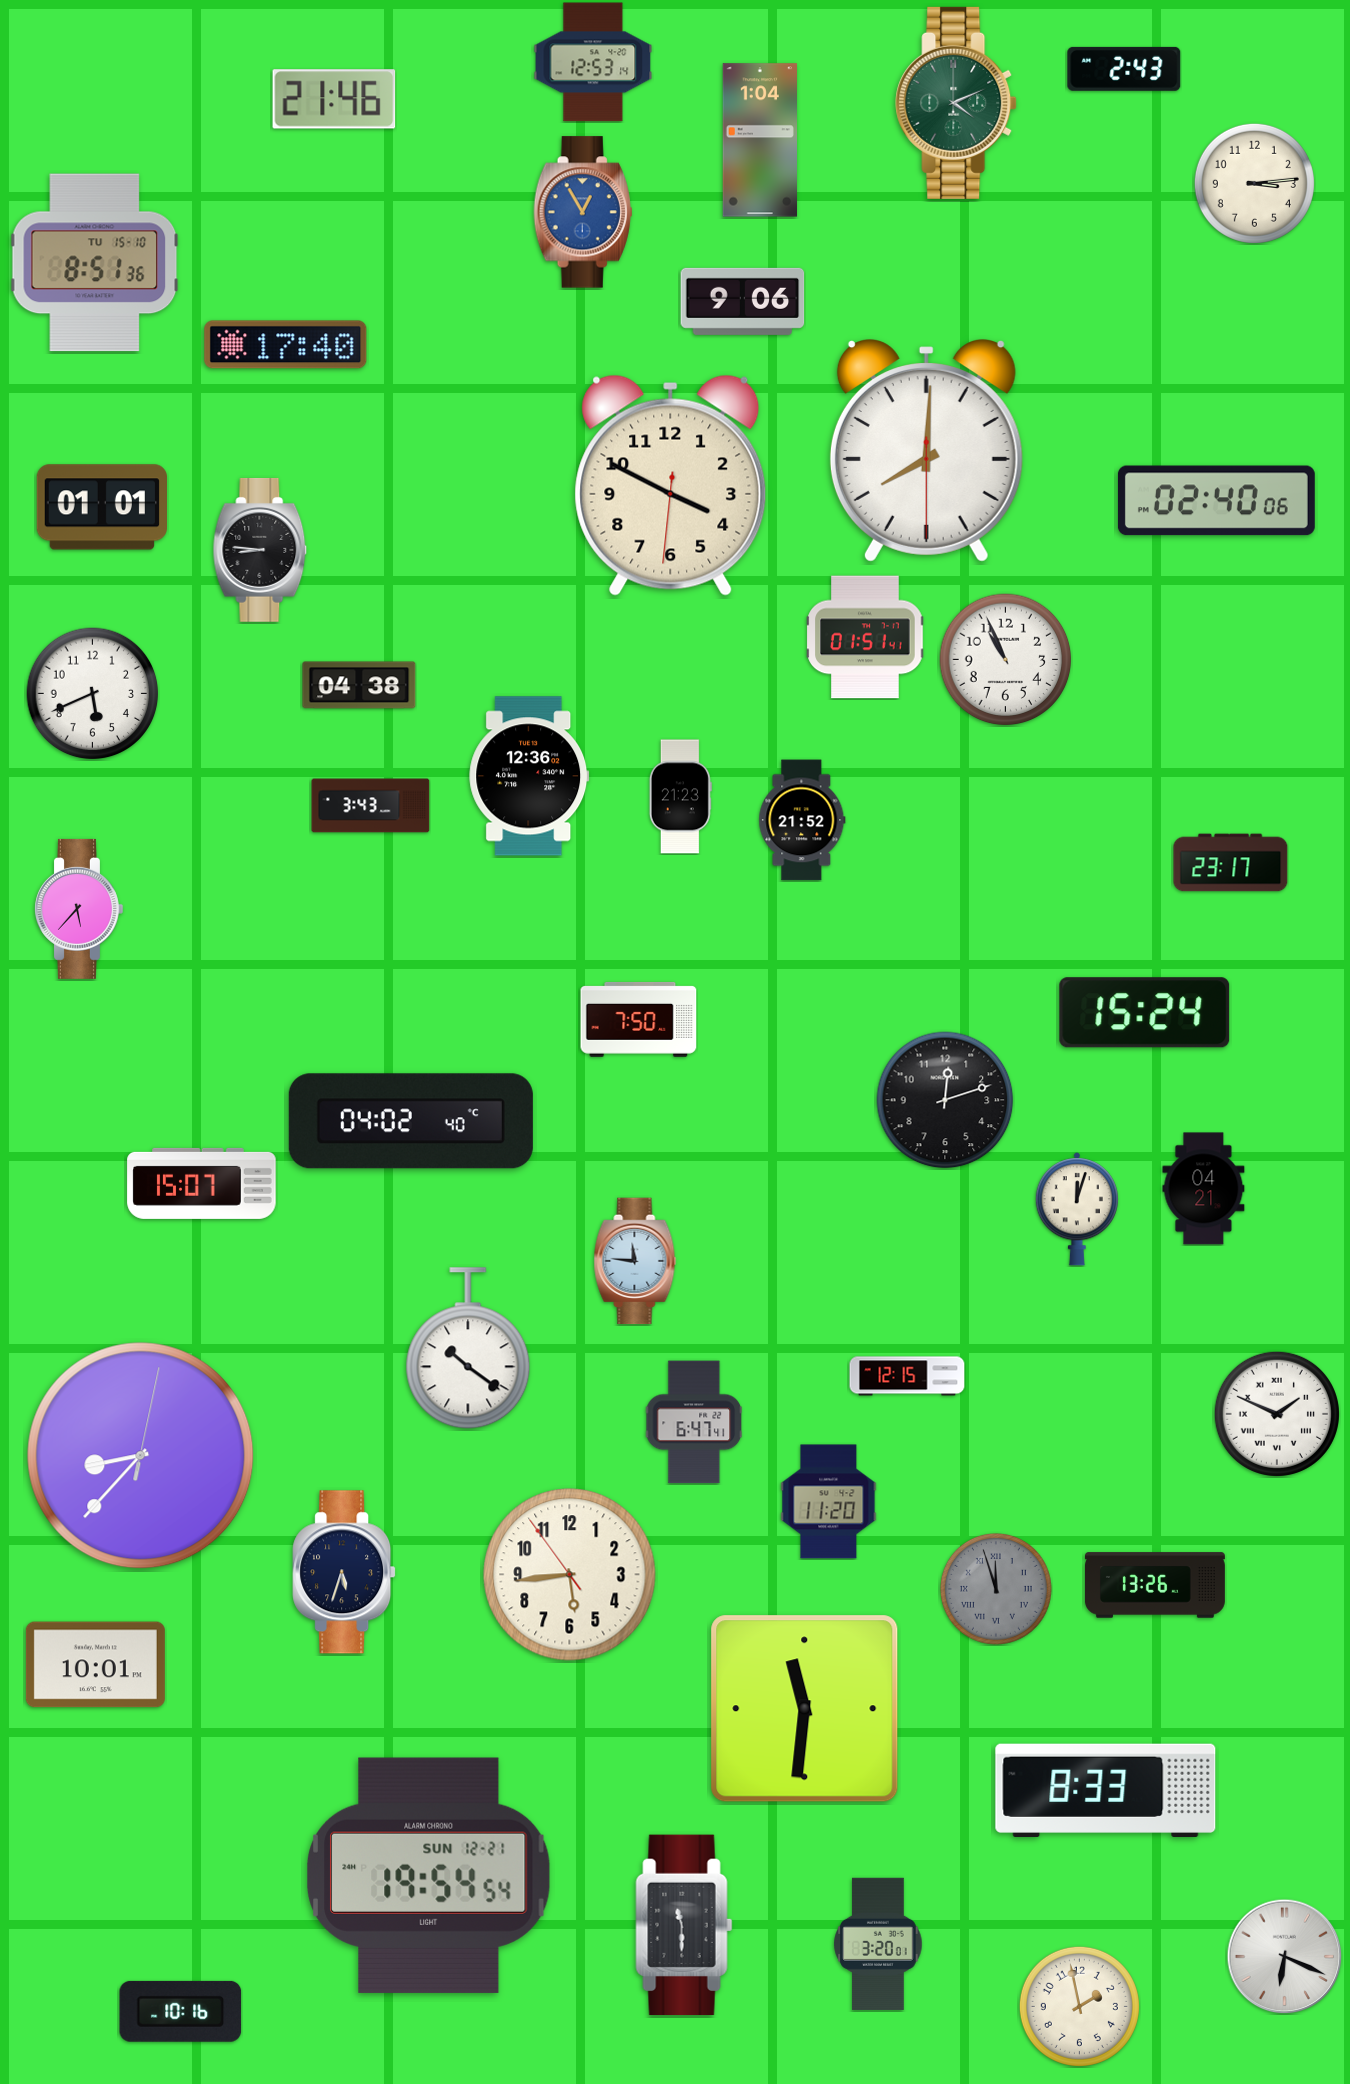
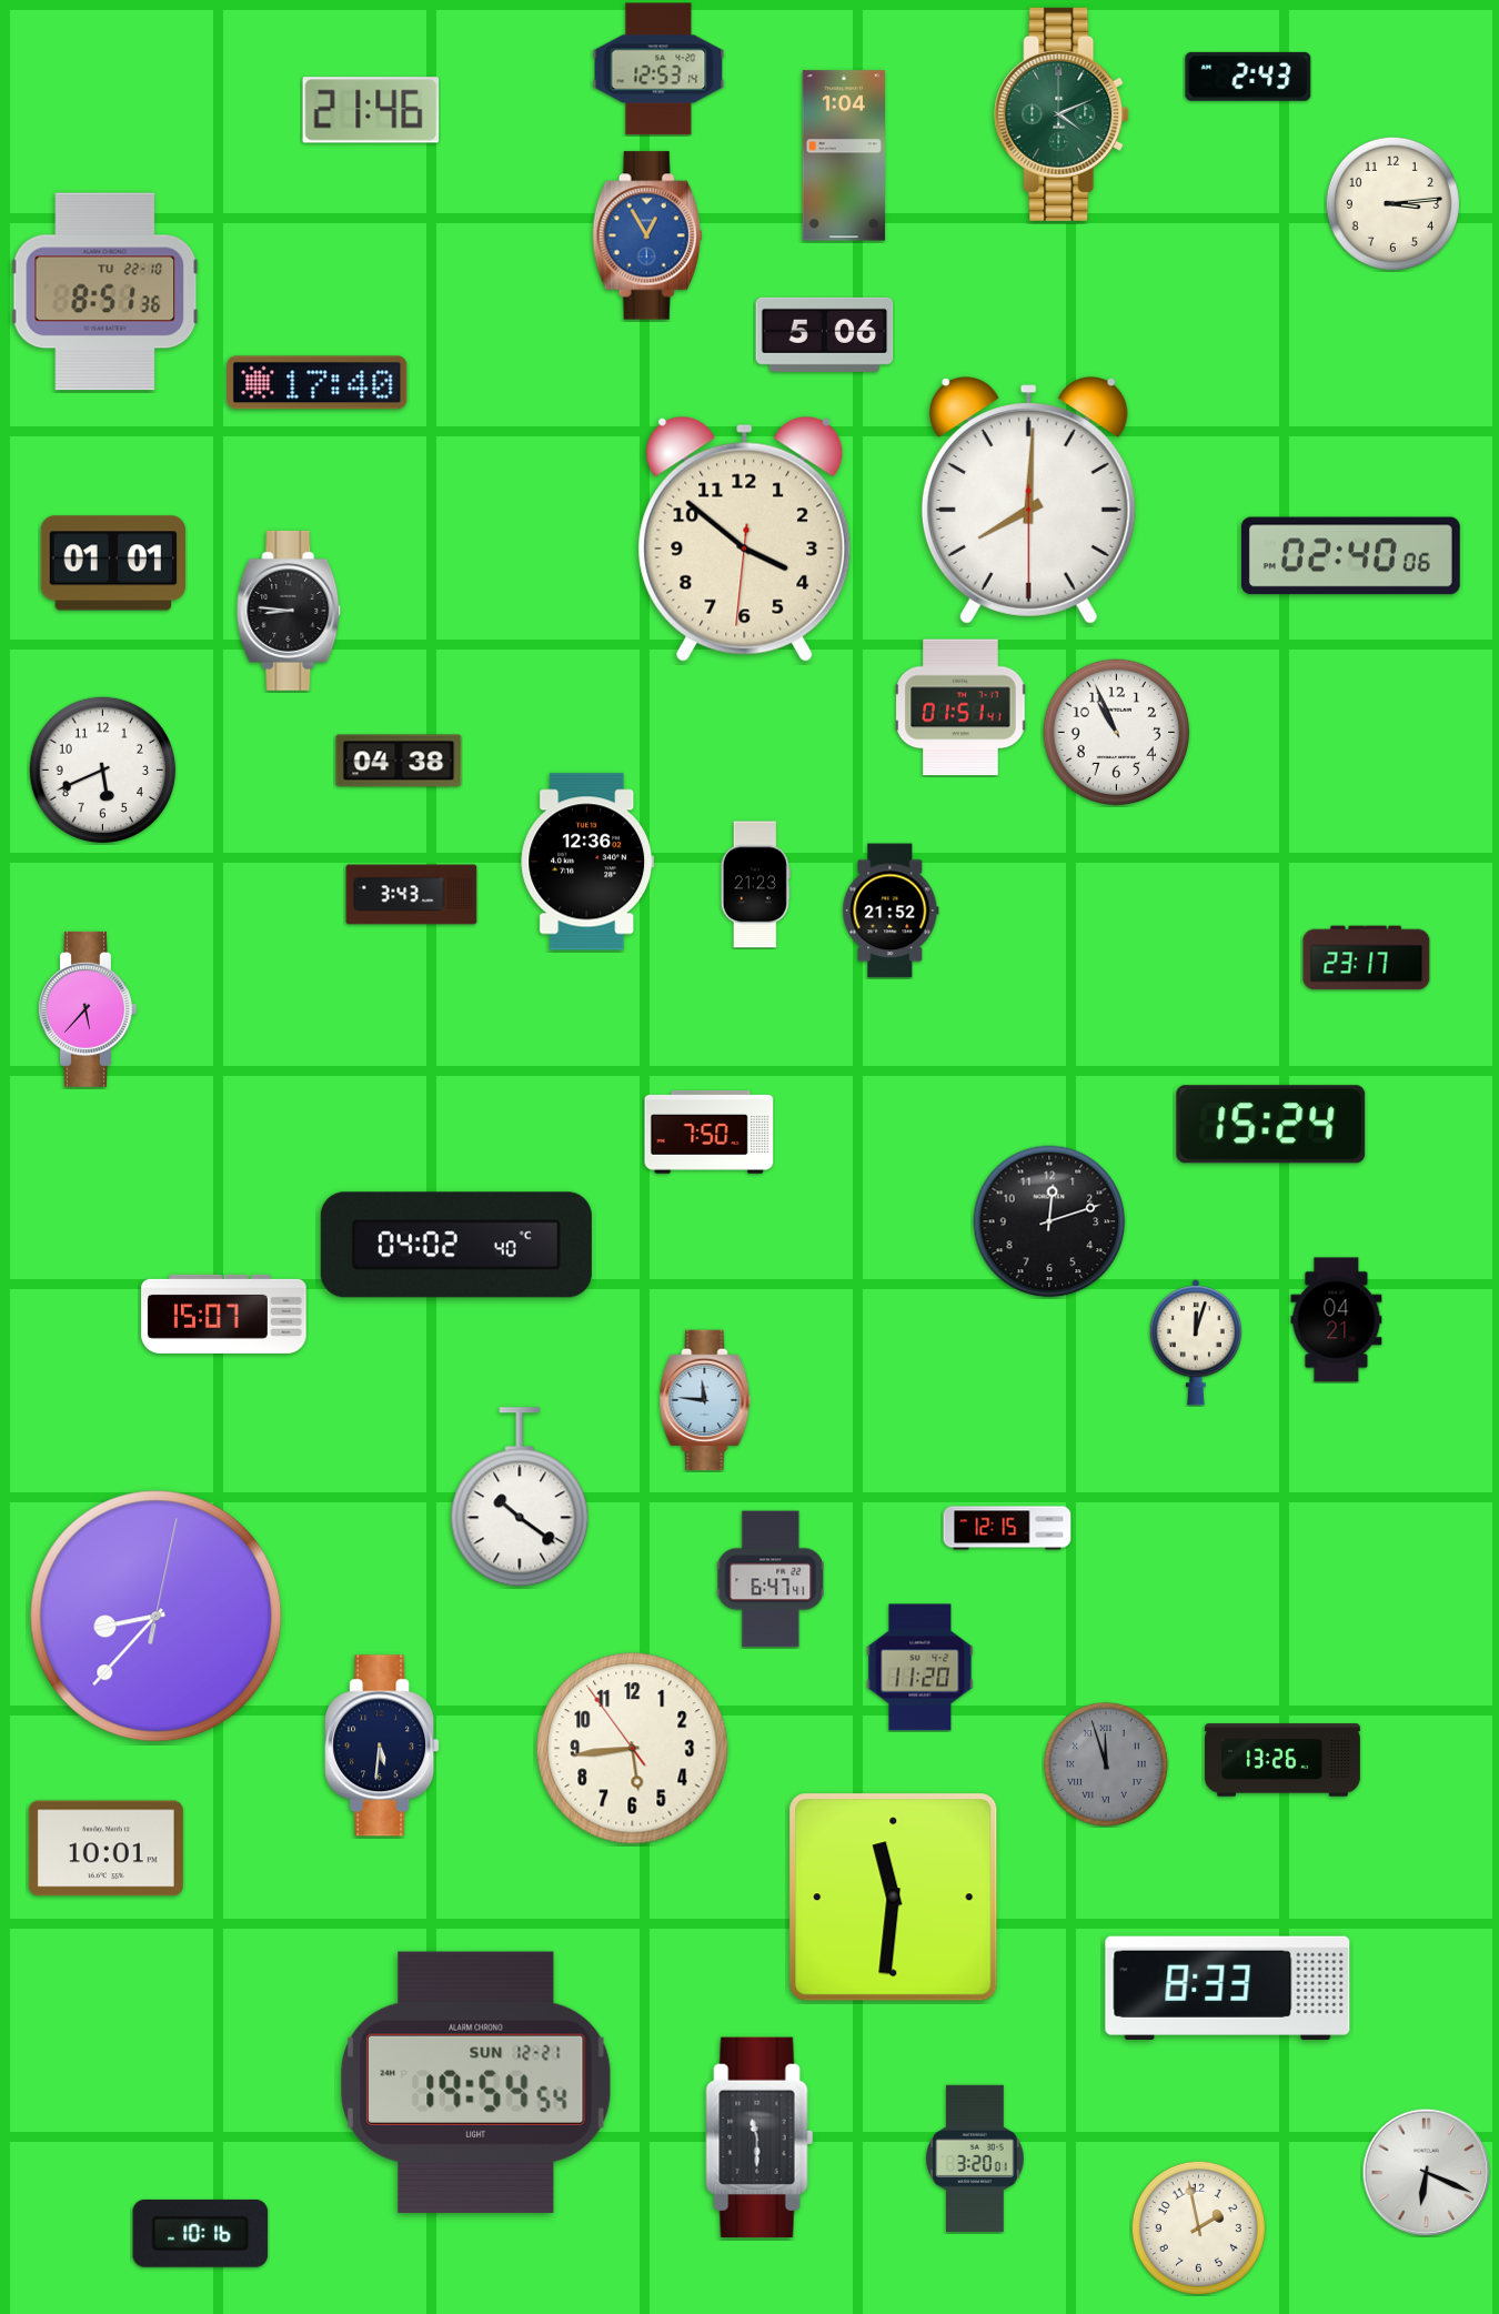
clock at (95, 263) date: TU 15-10 -> TU 22-10
clock at (743, 301): 9:06 -> 5:06
clock at (671, 485): 3:49 -> 3:51
clock at (1277, 1414): 1:49 -> none
clock at (344, 1572): 5:33 -> 5:31
